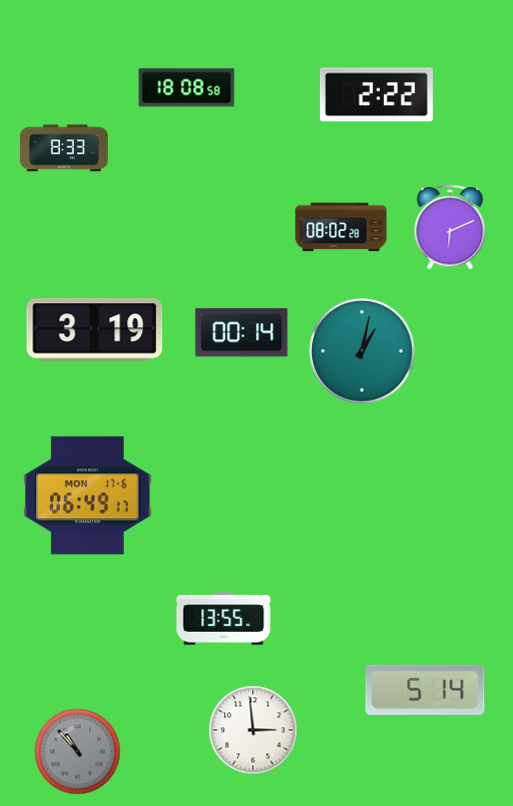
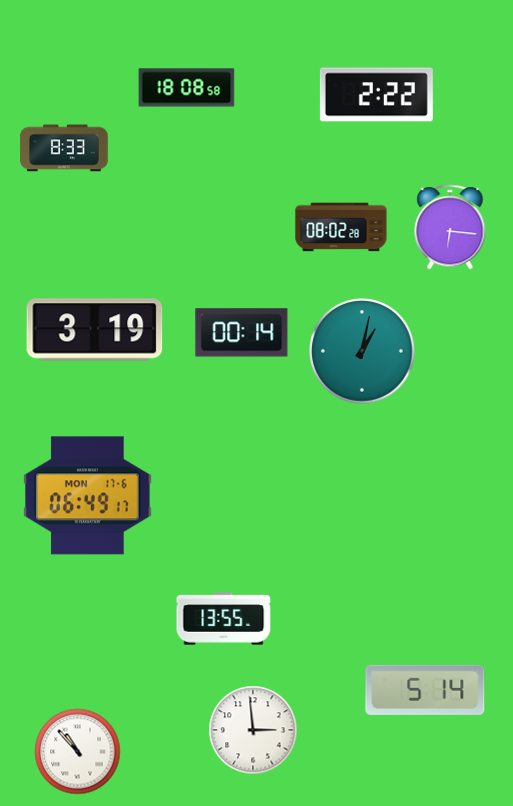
clock at (450, 227): 6:11 -> 6:16
clock at (78, 752) dial: grey -> white
